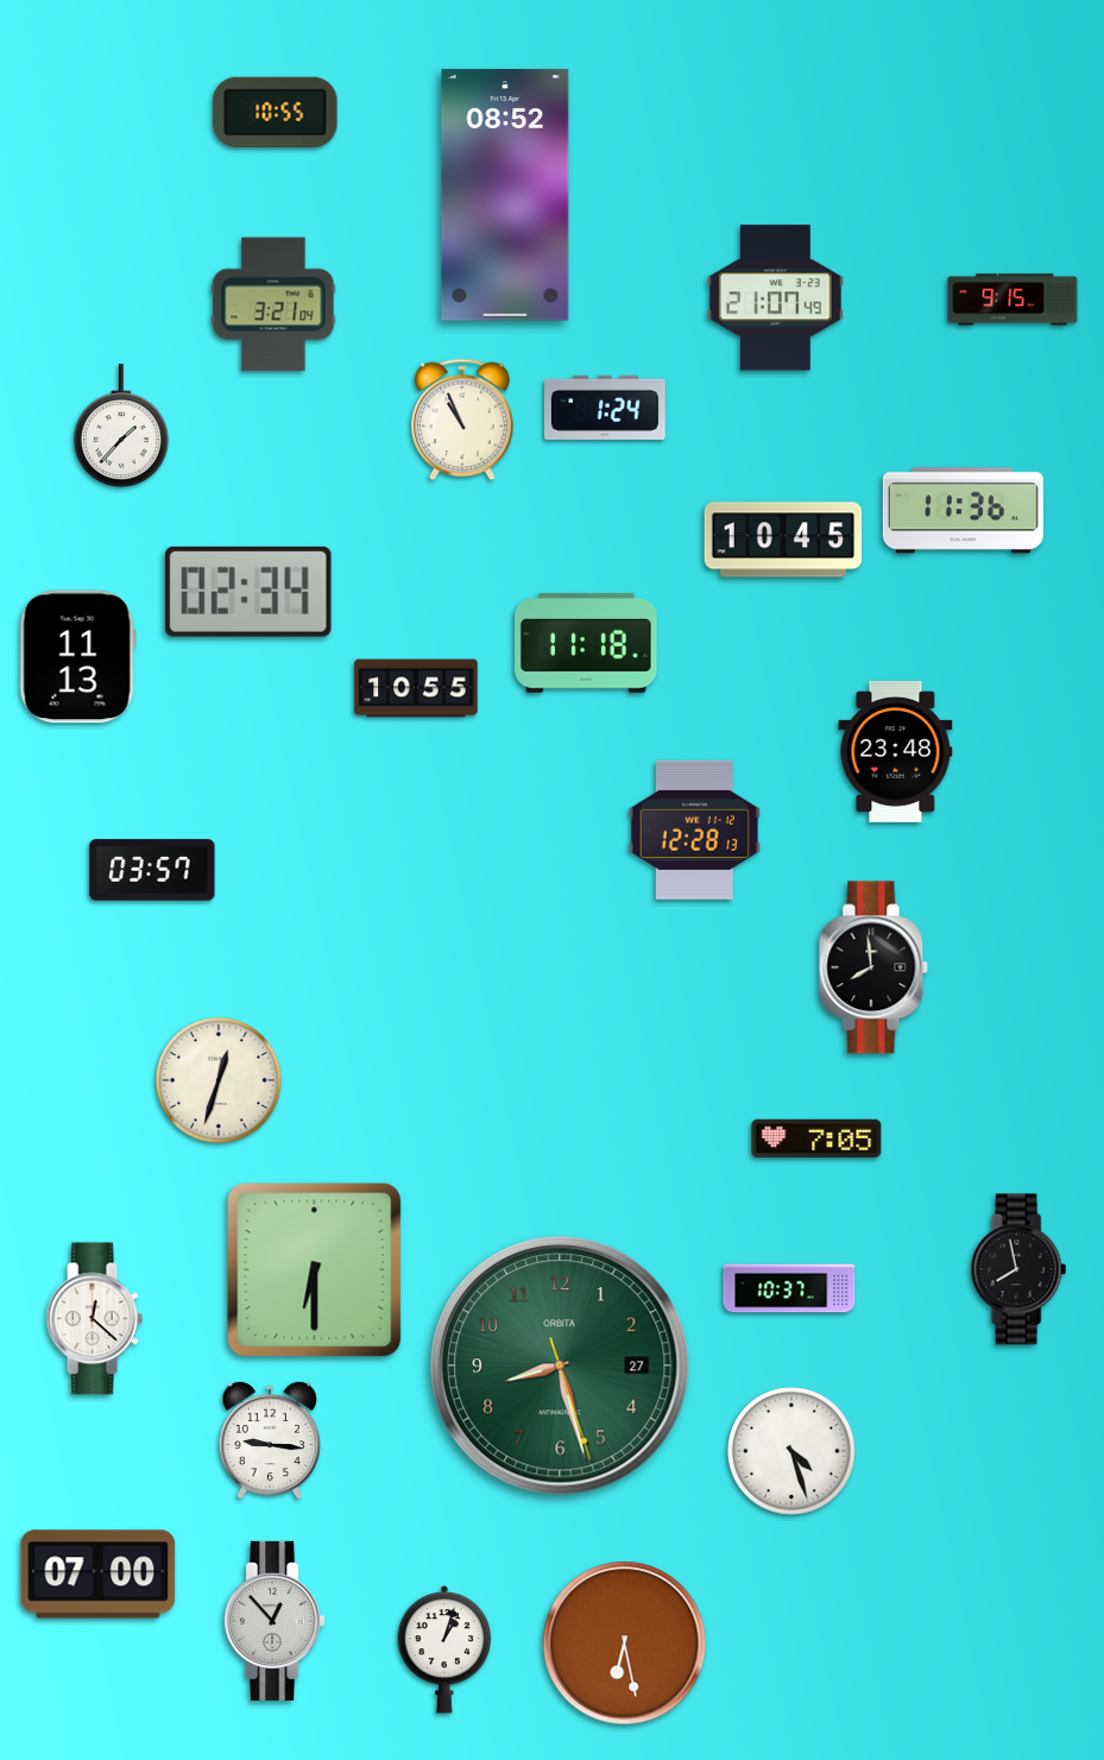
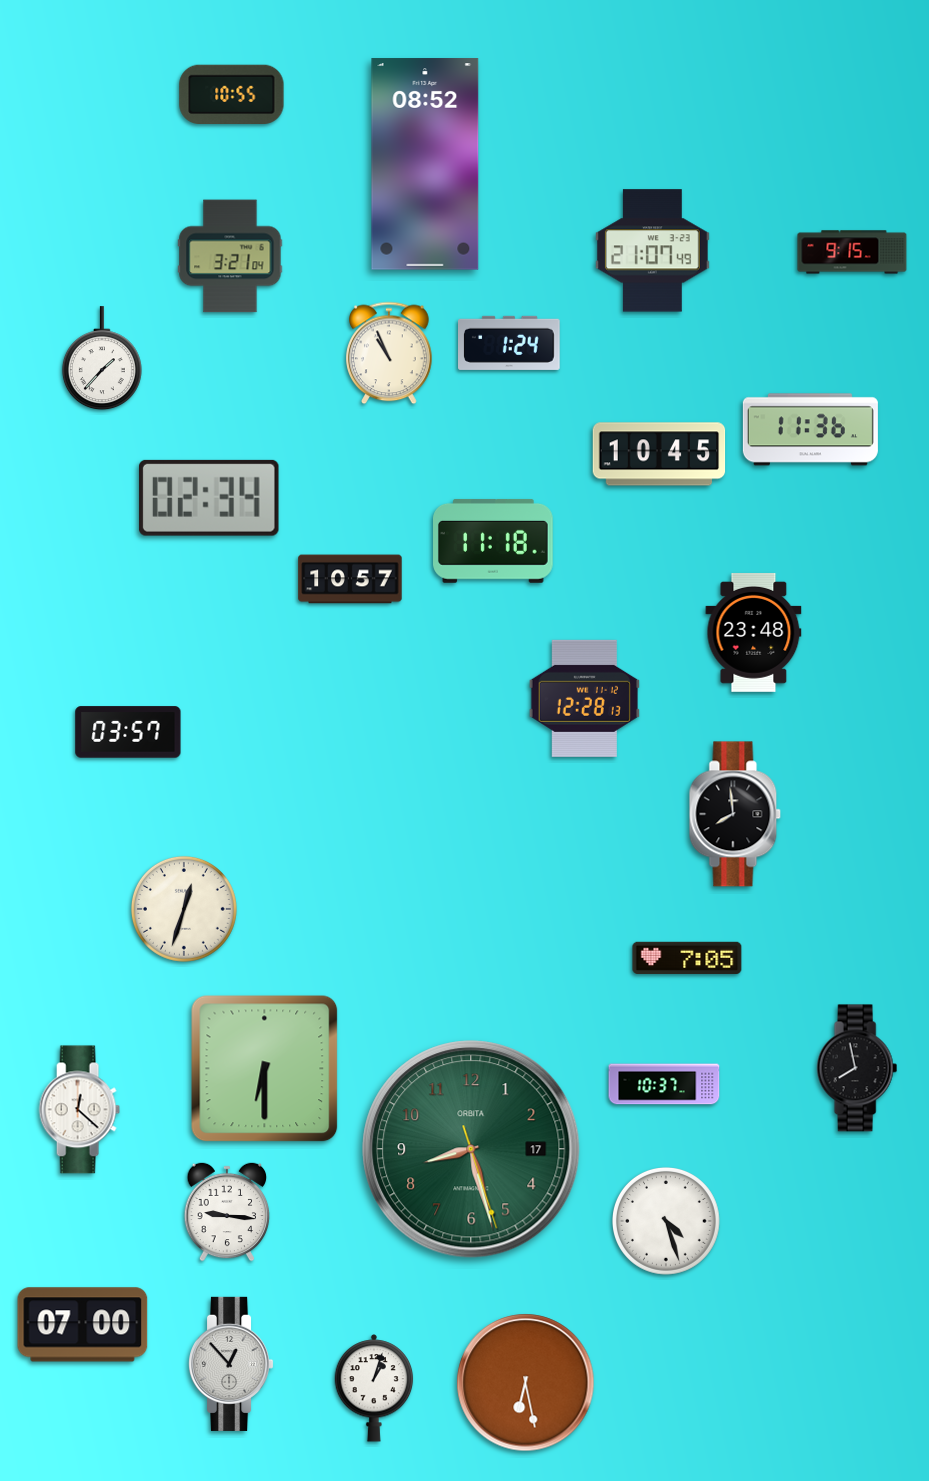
clock at (77, 657): 11:13 -> none
clock at (416, 688): 10:55 -> 10:57
clock at (560, 1365) date: 27 -> 17
